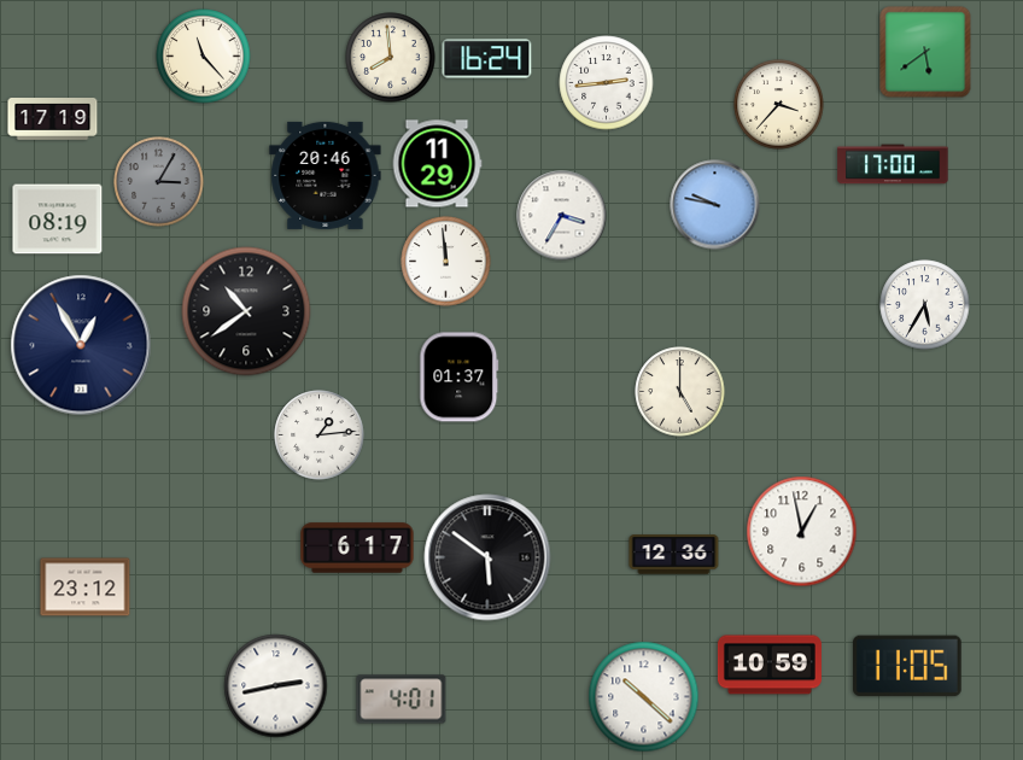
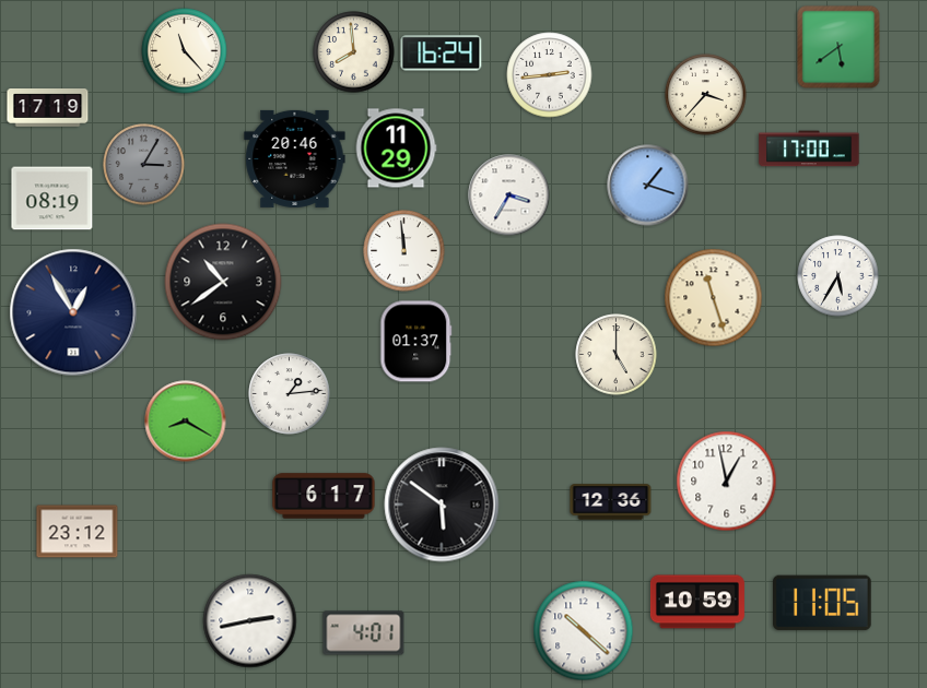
clock at (715, 205): 9:47 -> 1:18
clock at (446, 262) position: (446, 262) -> (404, 251)
clock at (714, 298): none -> 11:27
clock at (186, 422): none -> 8:20
